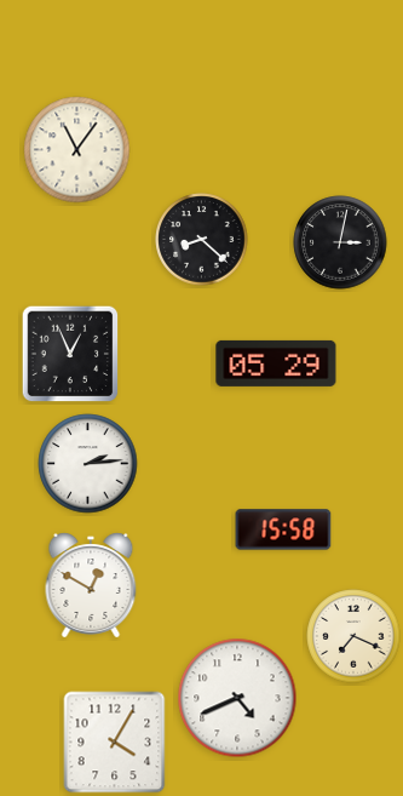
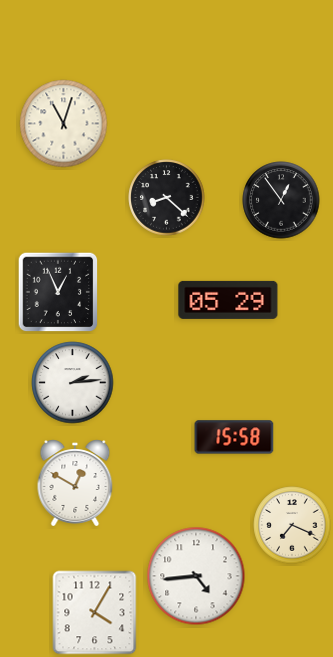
clock at (77, 150): 11:06 -> 11:03
clock at (340, 242): 3:02 -> 12:54
clock at (237, 698): 4:41 -> 4:44
